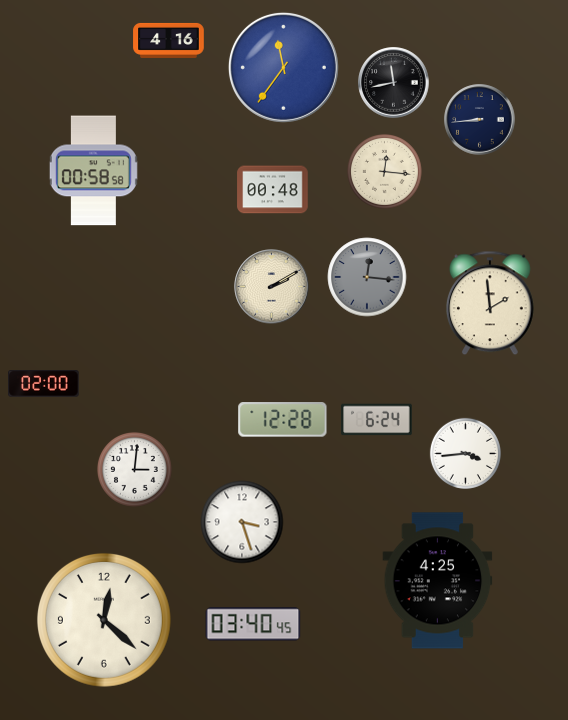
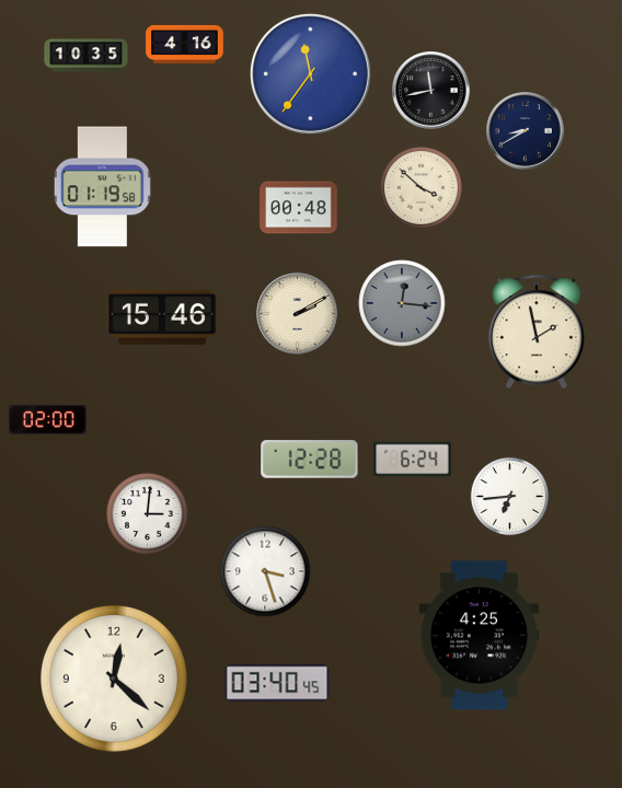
clock at (87, 56): none -> 10:35
clock at (480, 120): 8:44 -> 8:40
clock at (93, 171): 00:58 -> 01:19
clock at (384, 171): 12:16 -> 3:52
clock at (162, 317): none -> 15:46
clock at (490, 303): 1:59 -> 1:58
clock at (465, 453): 3:44 -> 6:44
